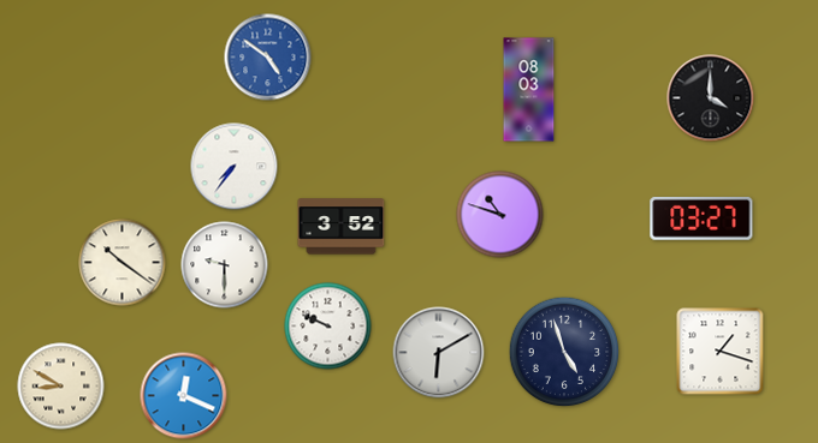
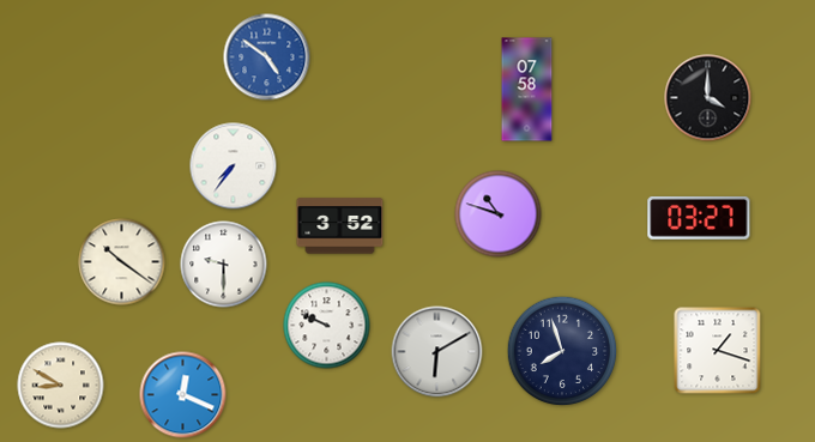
clock at (529, 90): 08:03 -> 07:58
clock at (564, 352): 4:57 -> 7:57
